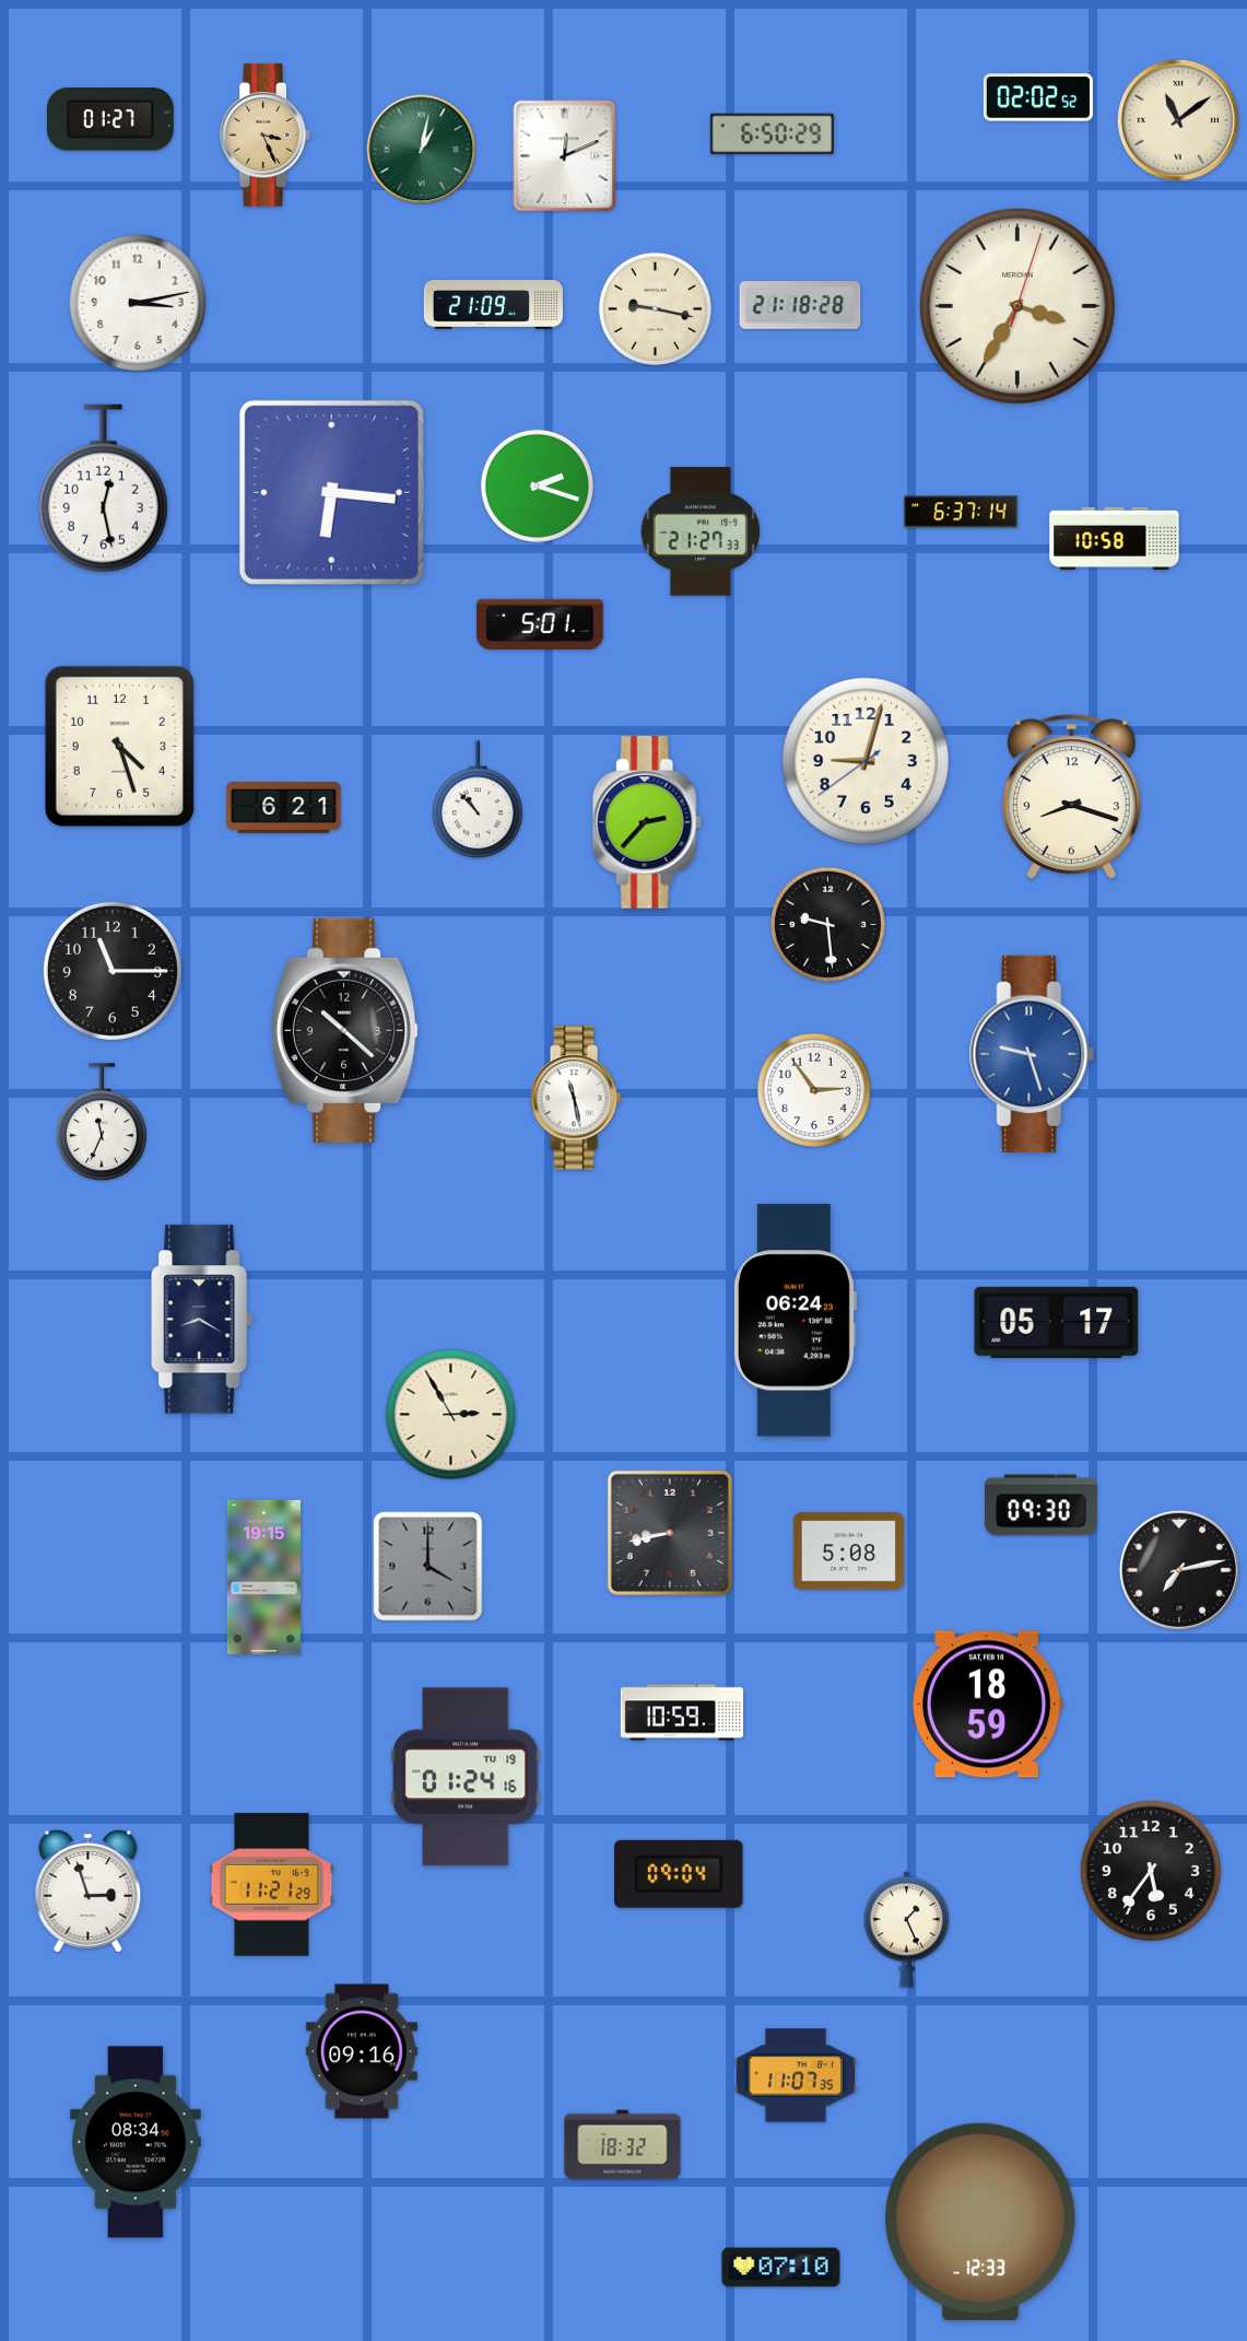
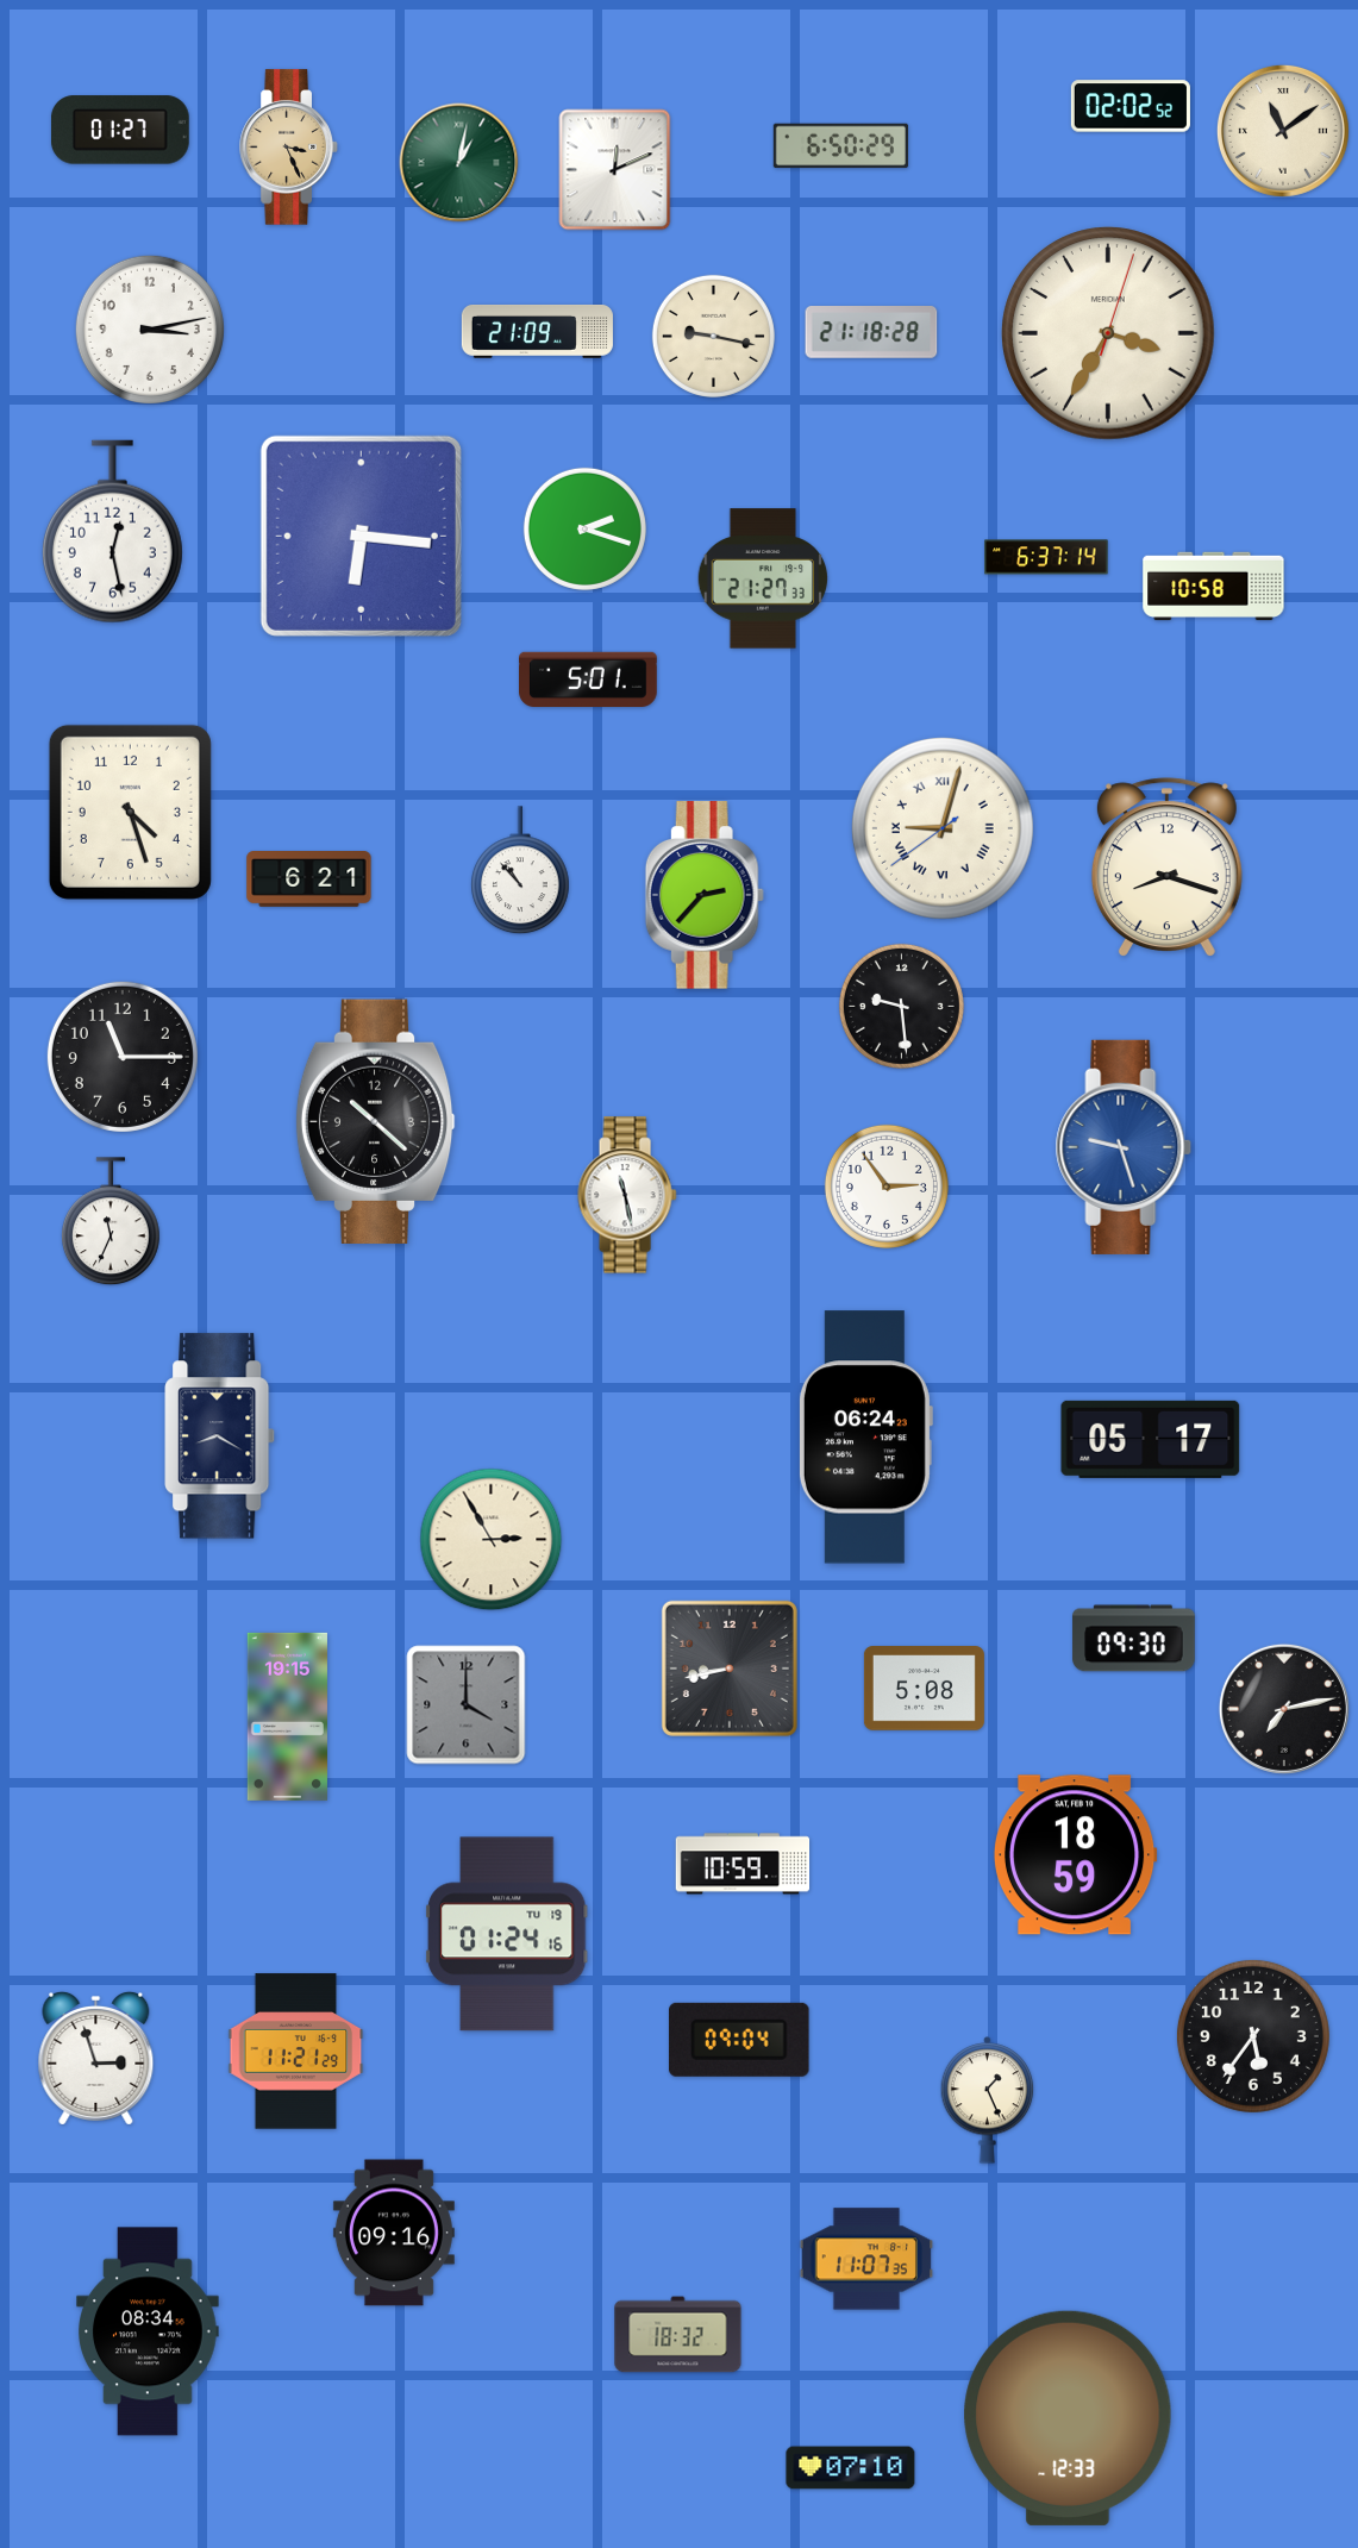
clock at (866, 761) numerals: Arabic -> Roman
